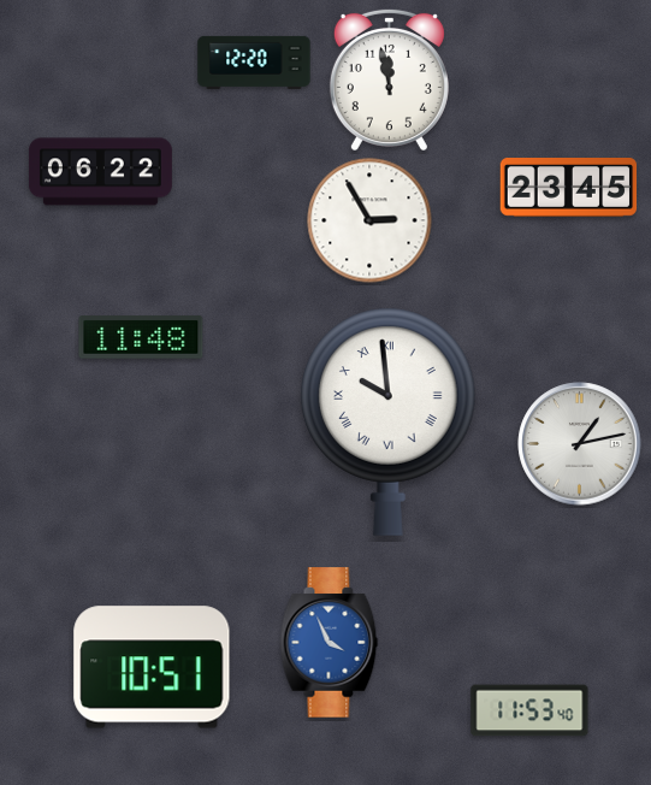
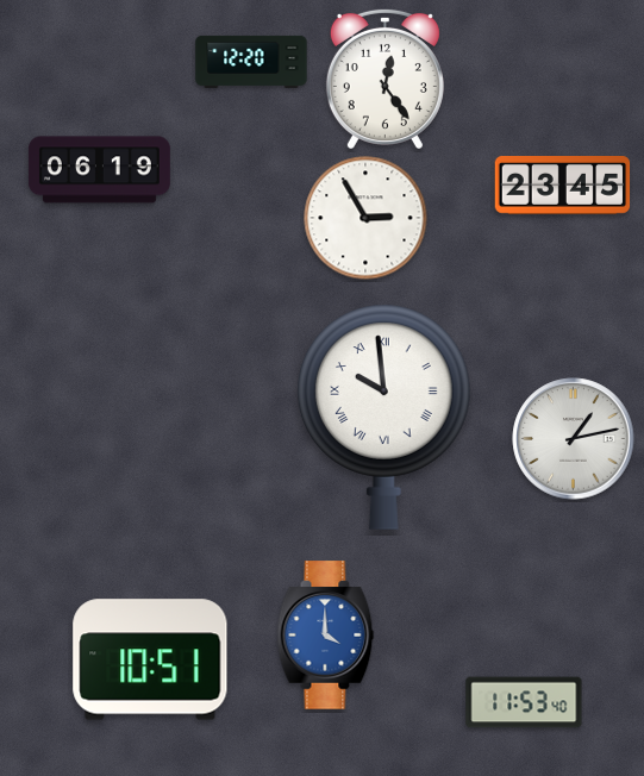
clock at (389, 79): 11:58 -> 12:24
clock at (100, 172): 06:22 -> 06:19
clock at (141, 337): 11:48 -> none
clock at (330, 643): 3:56 -> 4:00
